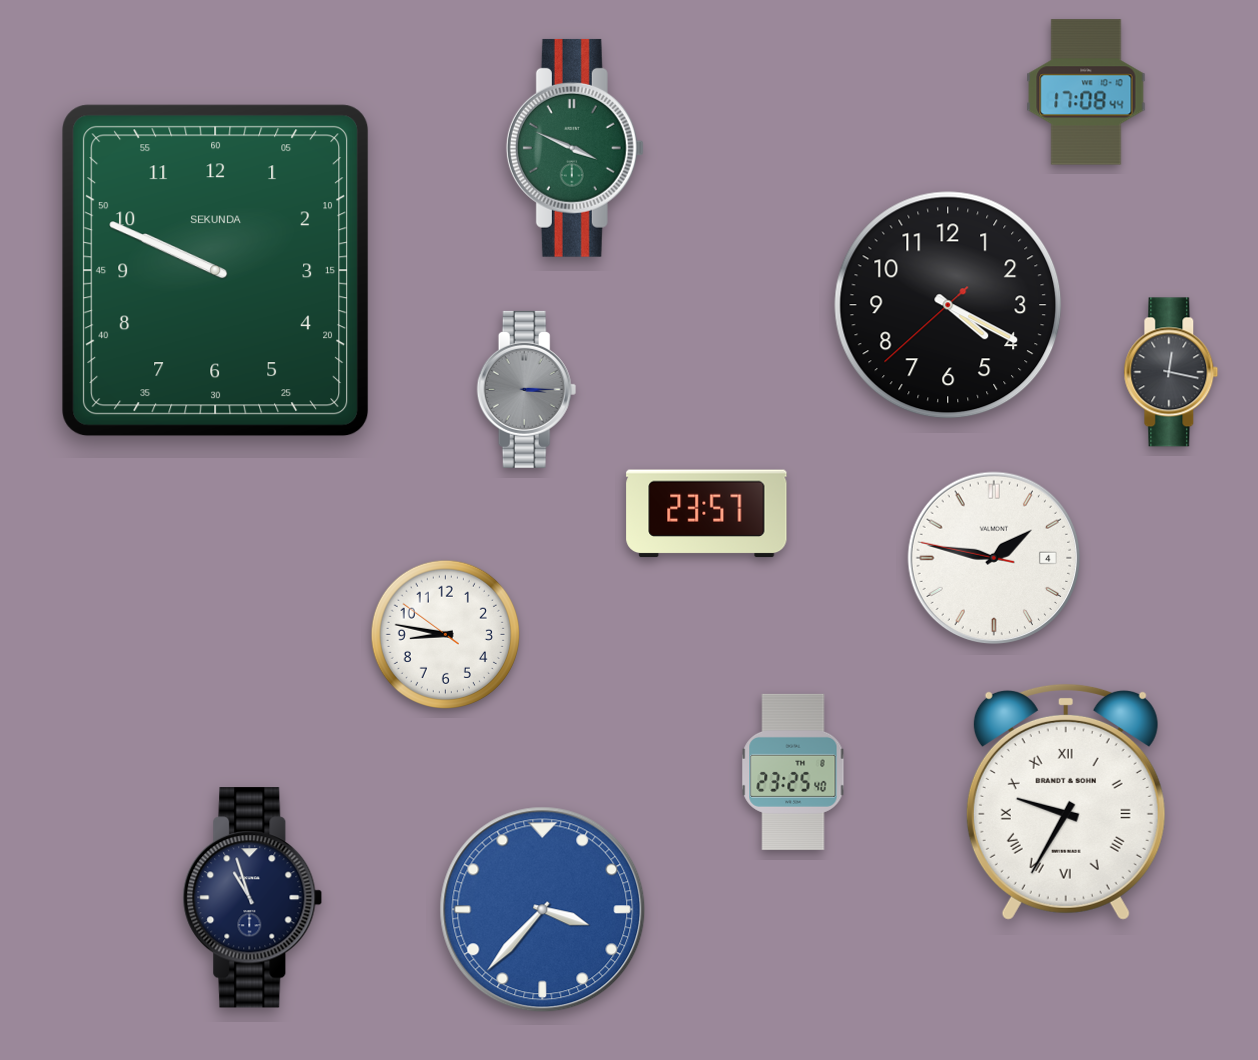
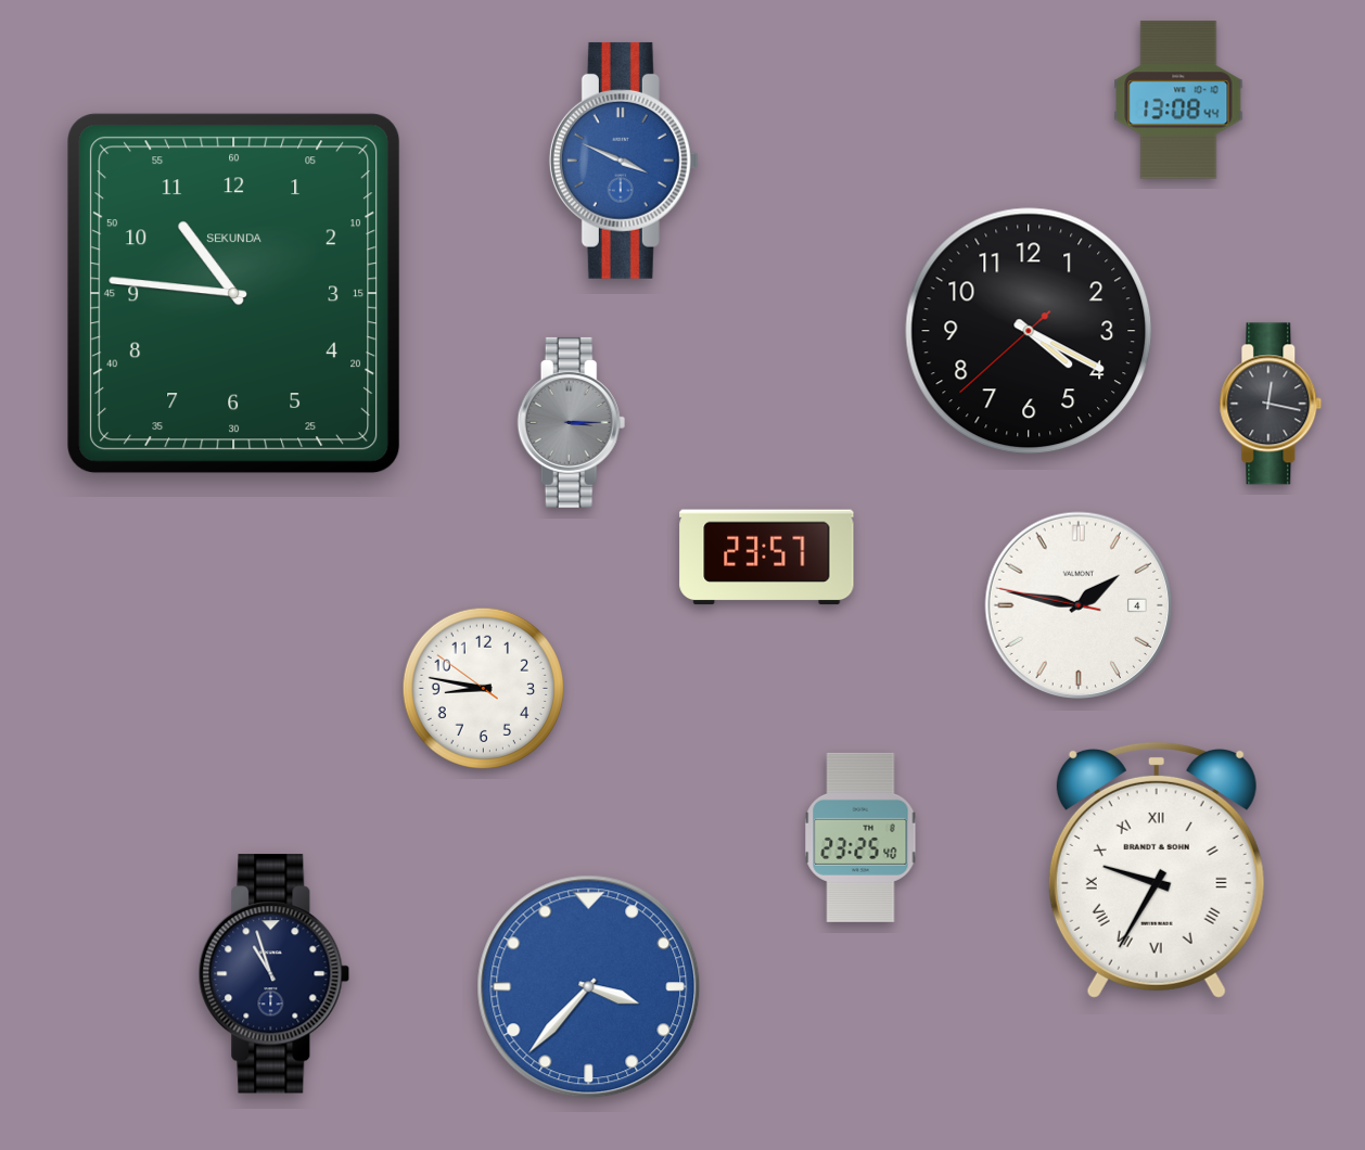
clock at (1086, 92): 17:08 -> 13:08
clock at (575, 148) dial: green -> blue
clock at (216, 271): 9:49 -> 10:46
